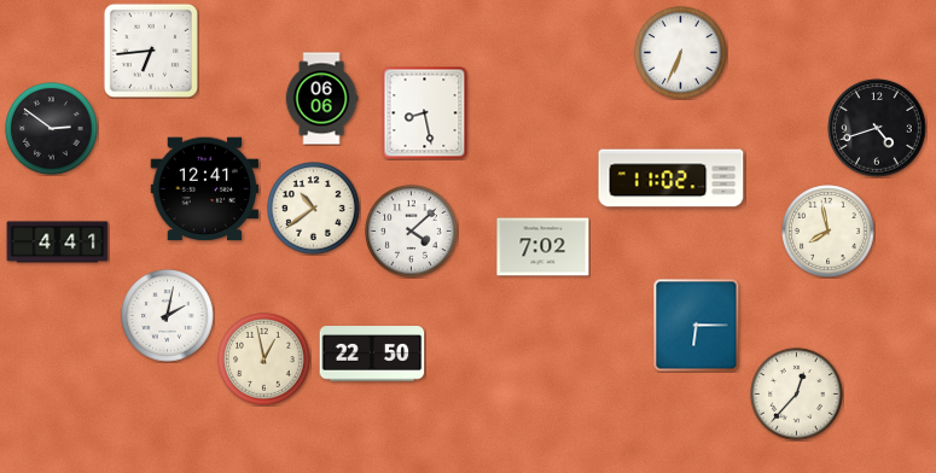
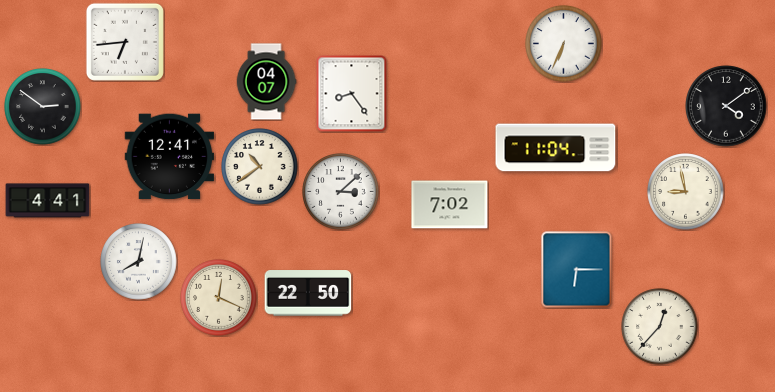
clock at (321, 99): 06:06 -> 04:07
clock at (425, 112): 8:28 -> 8:24
clock at (878, 129): 4:42 -> 4:09
clock at (672, 179): 11:02 -> 11:04
clock at (314, 209) position: (314, 209) -> (260, 167)
clock at (412, 232): 4:08 -> 3:08
clock at (829, 232): 7:58 -> 8:58
clock at (168, 316): 2:02 -> 8:02
clock at (264, 360): 12:58 -> 12:19
